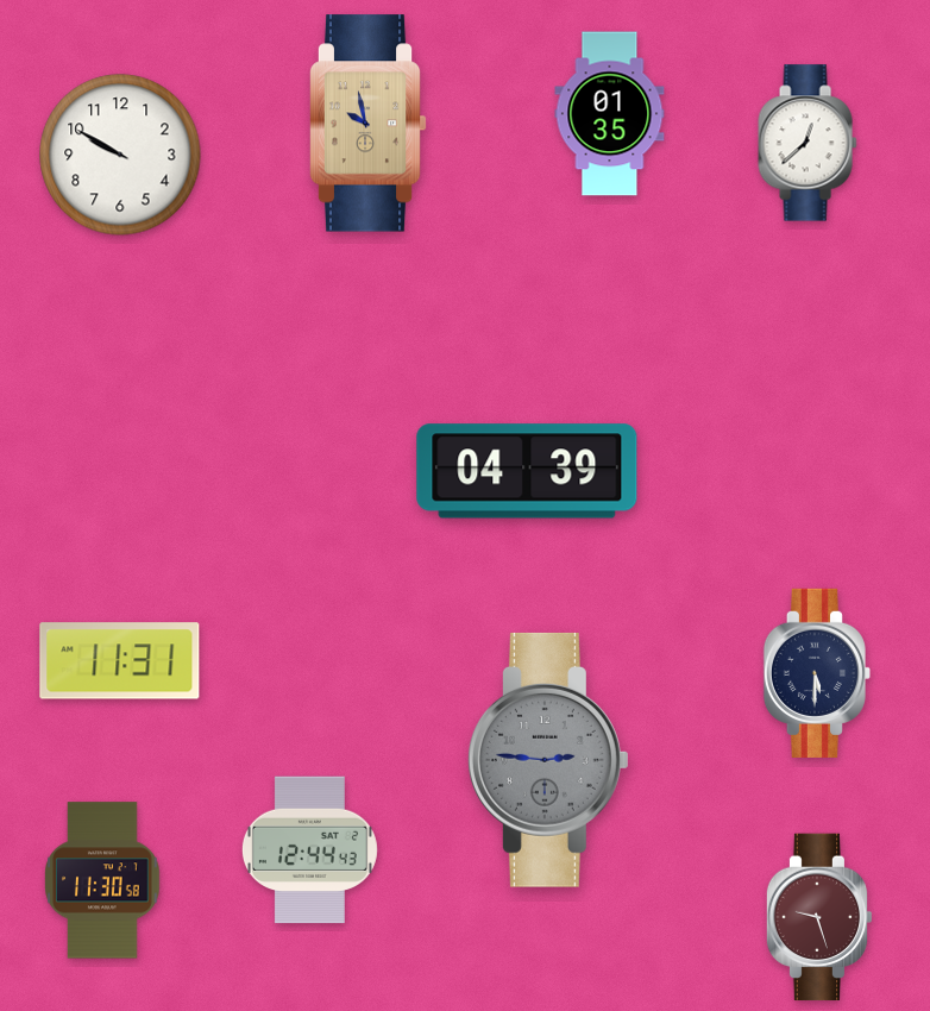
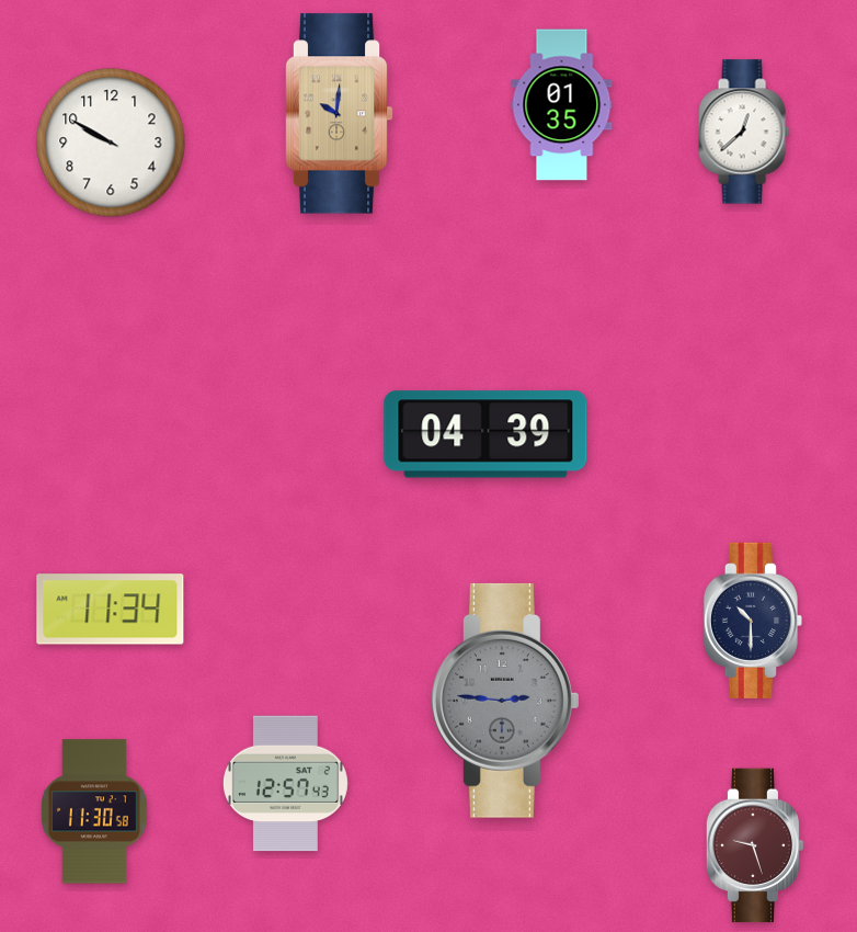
clock at (367, 124): 9:58 -> 10:01
clock at (120, 661): 11:31 -> 11:34
clock at (817, 673): 5:30 -> 10:30
clock at (309, 850): 12:44 -> 12:57
